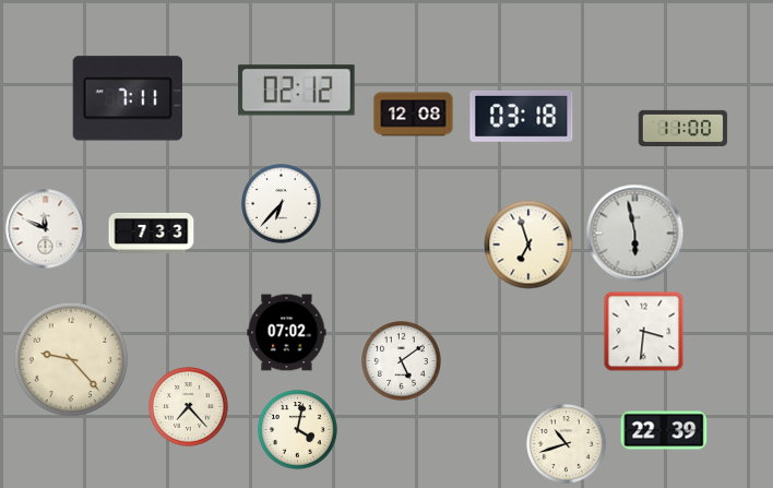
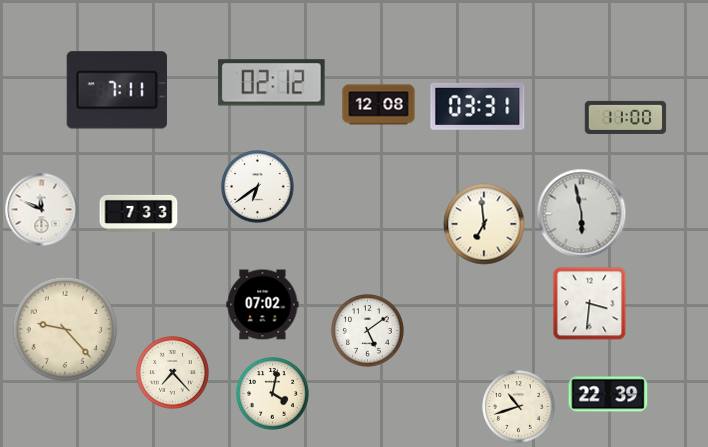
clock at (522, 116): 03:18 -> 03:31
clock at (282, 204): 6:37 -> 6:39
clock at (528, 245): 6:57 -> 6:59
